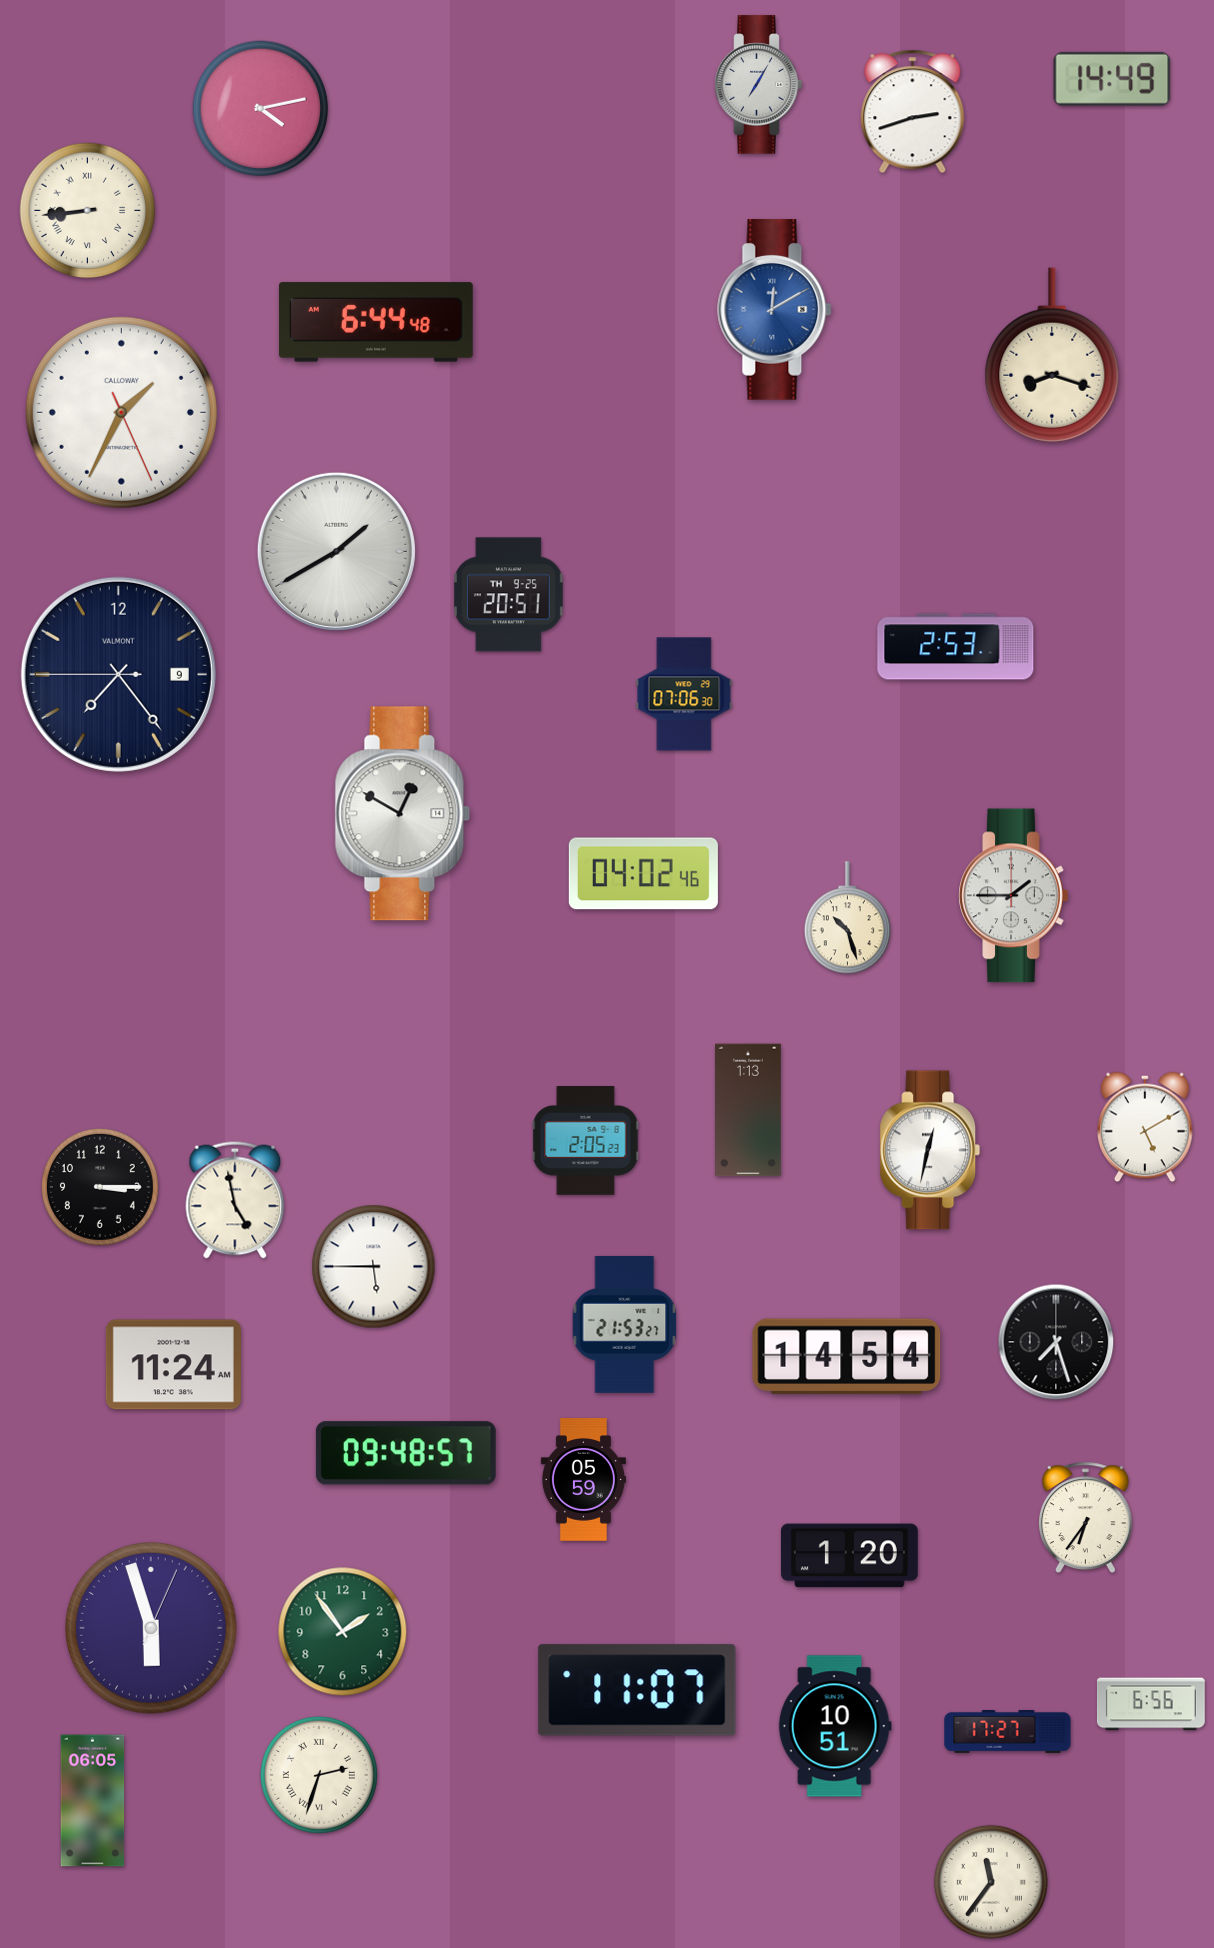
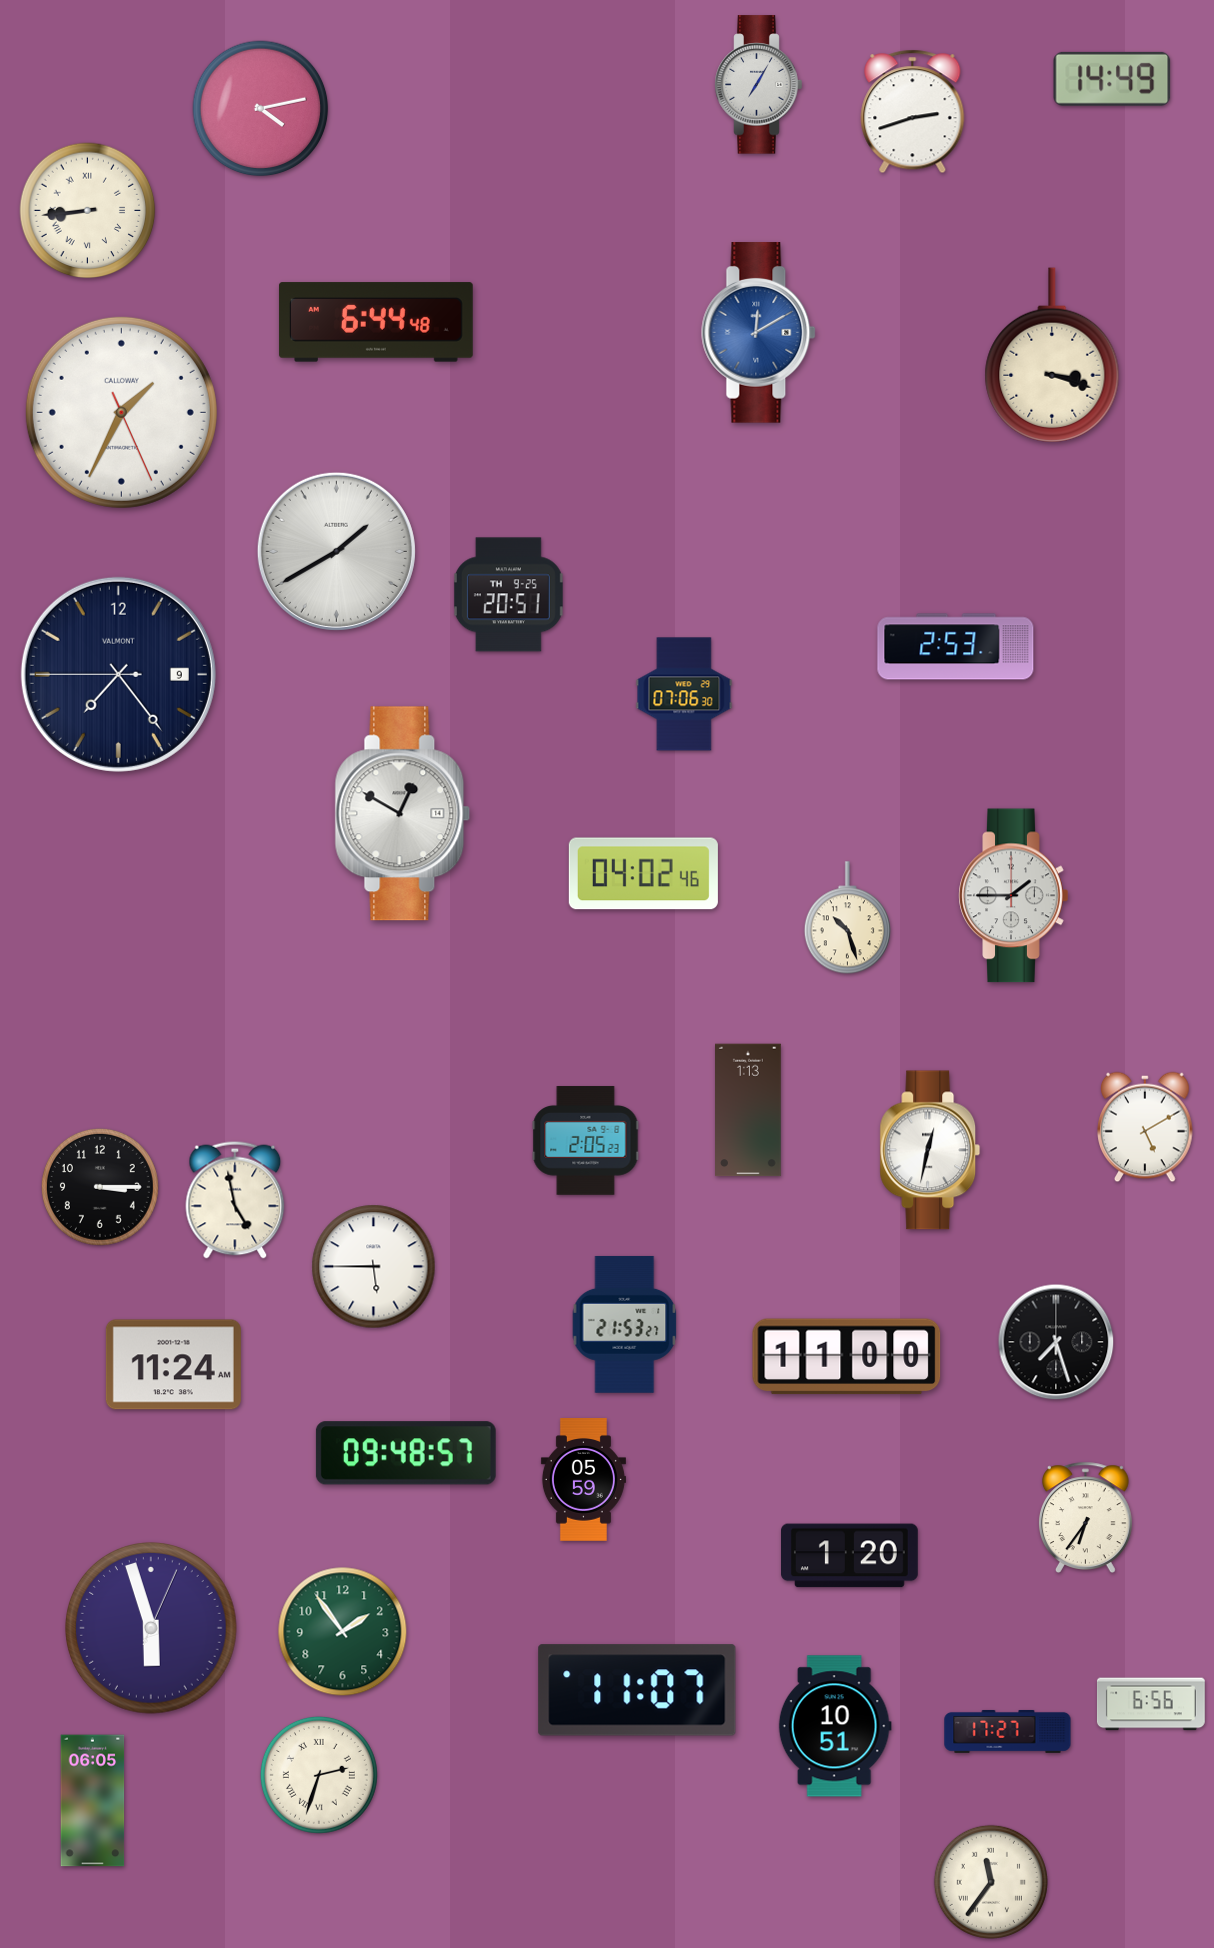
clock at (775, 310) position: (775, 310) -> (759, 333)
clock at (1052, 355): 8:18 -> 3:18
clock at (847, 1357): 14:54 -> 11:00
